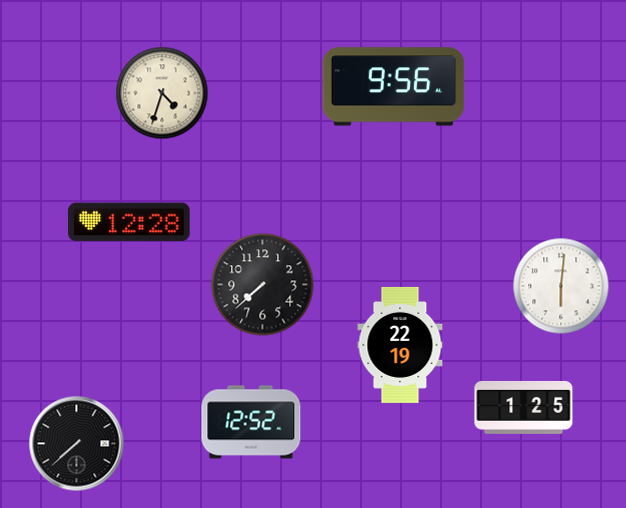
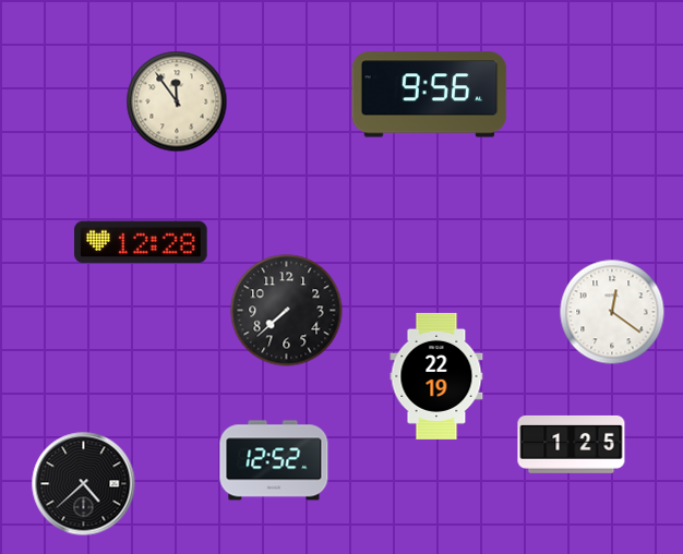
clock at (162, 93): 4:33 -> 11:54
clock at (561, 286): 6:01 -> 12:21
clock at (77, 444): 7:38 -> 4:38
